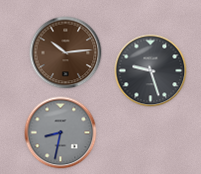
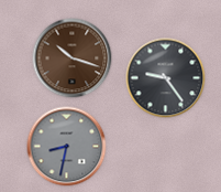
clock at (66, 53): 10:14 -> 10:18
clock at (151, 71): 9:27 -> 9:24
